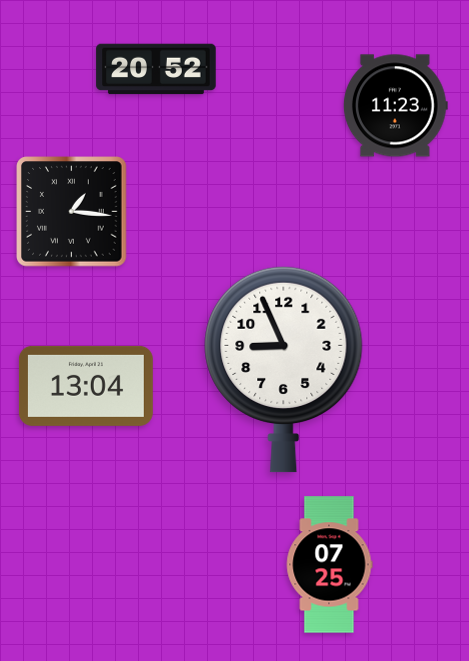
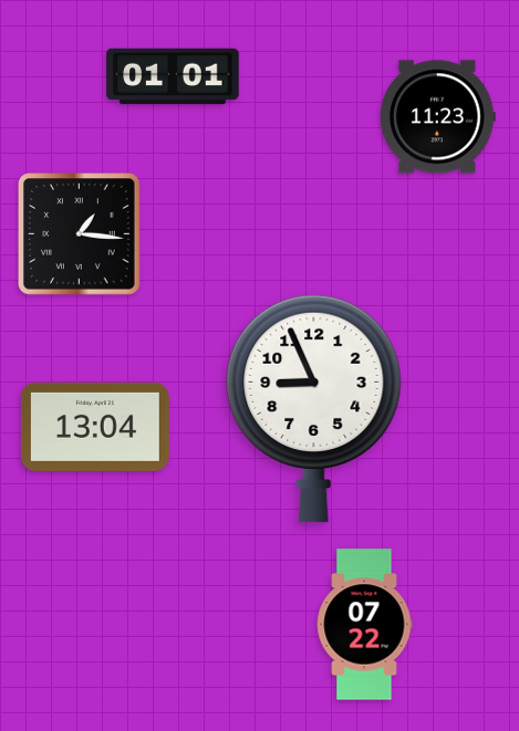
clock at (156, 69): 20:52 -> 01:01
clock at (329, 565): 07:25 -> 07:22
